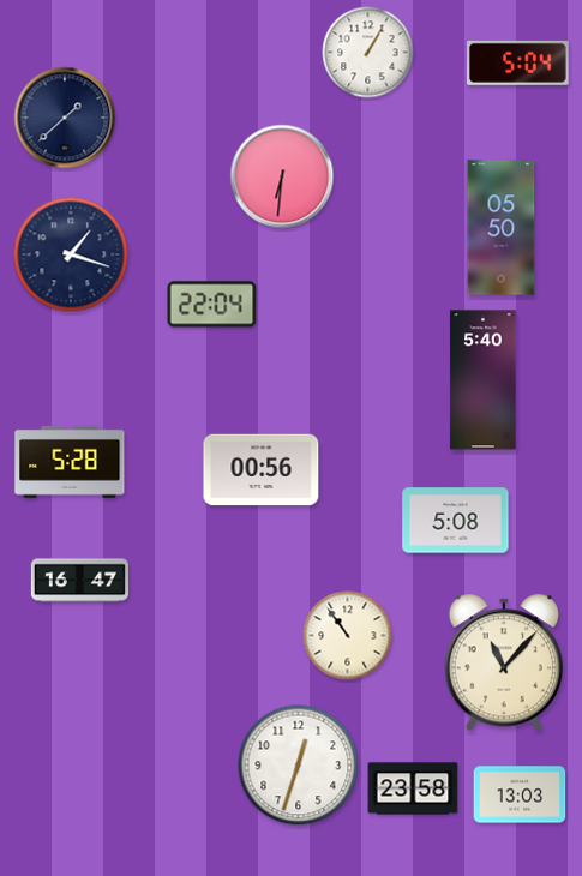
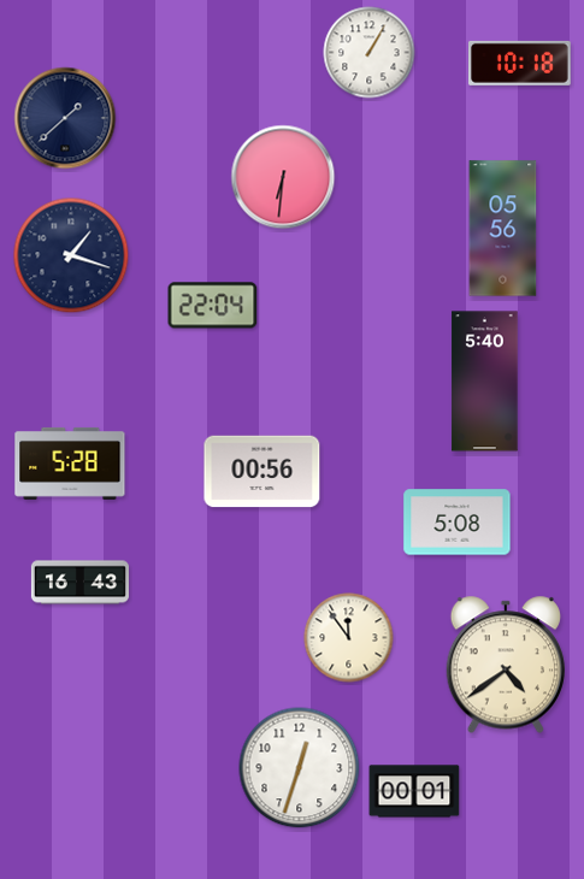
clock at (518, 62): 5:04 -> 10:18
clock at (502, 228): 05:50 -> 05:56
clock at (79, 581): 16:47 -> 16:43
clock at (348, 636): 10:54 -> 11:54
clock at (503, 662): 11:07 -> 4:39
clock at (413, 788): 23:58 -> 00:01
clock at (520, 794): 13:03 -> none
